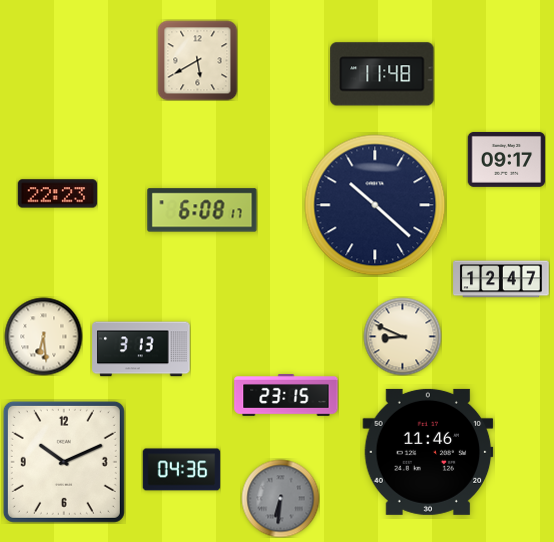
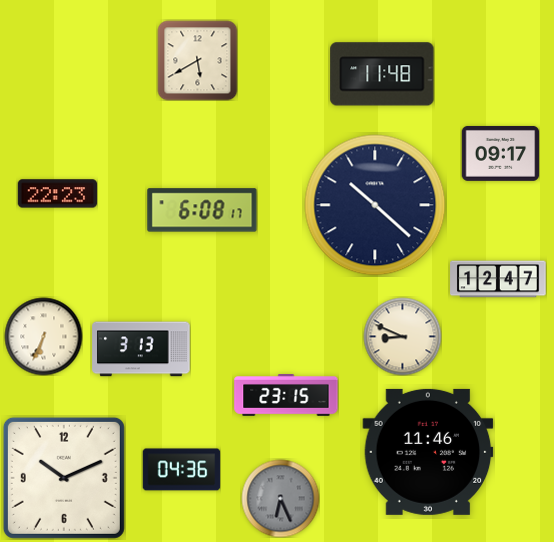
clock at (506, 159) position: (506, 159) -> (500, 153)
clock at (501, 279) position: (501, 279) -> (498, 279)
clock at (43, 336): 6:29 -> 6:34
clock at (64, 462) position: (64, 462) -> (64, 478)
clock at (280, 498): 6:31 -> 6:26
